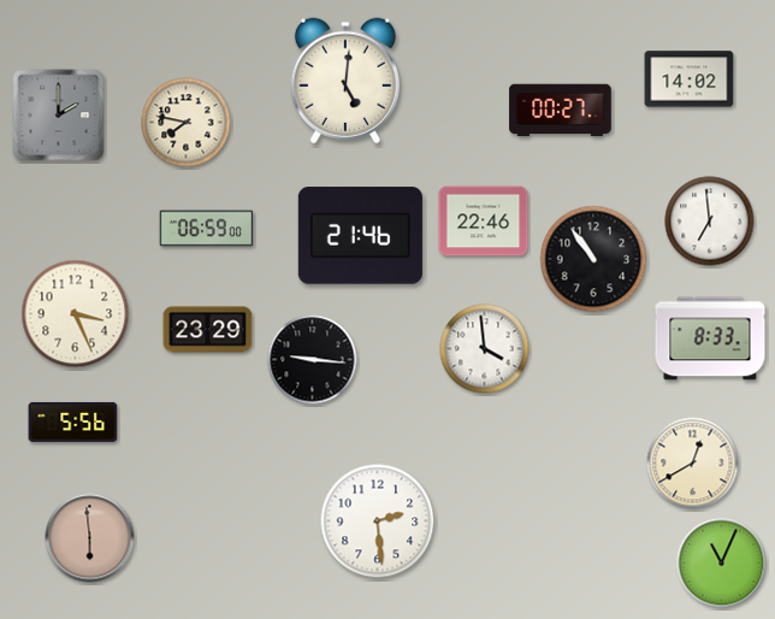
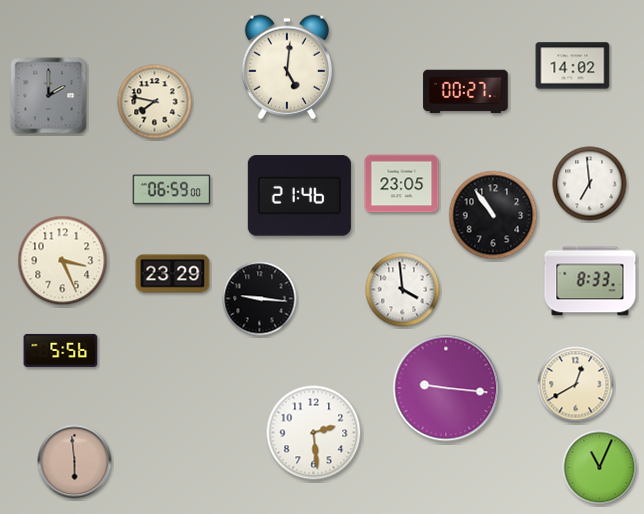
clock at (484, 222): 22:46 -> 23:05
clock at (446, 388): none -> 9:16
clock at (90, 538) position: (90, 538) -> (75, 462)
